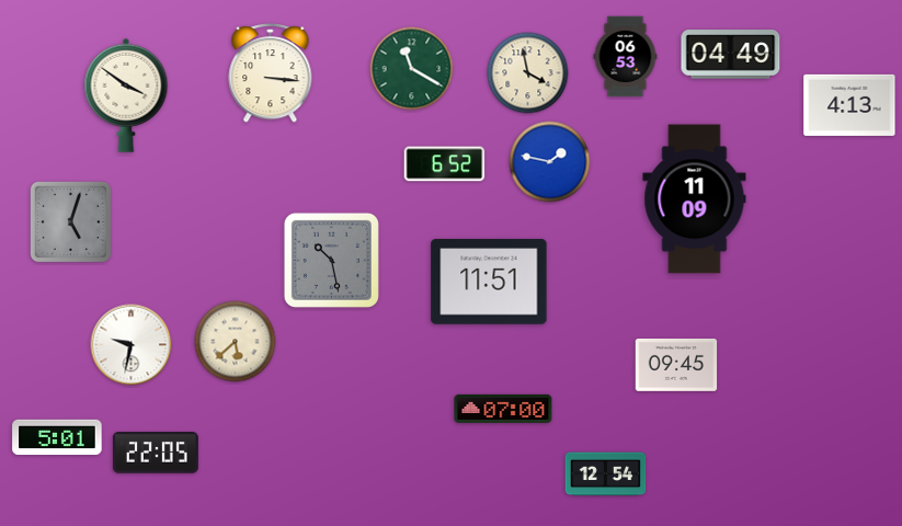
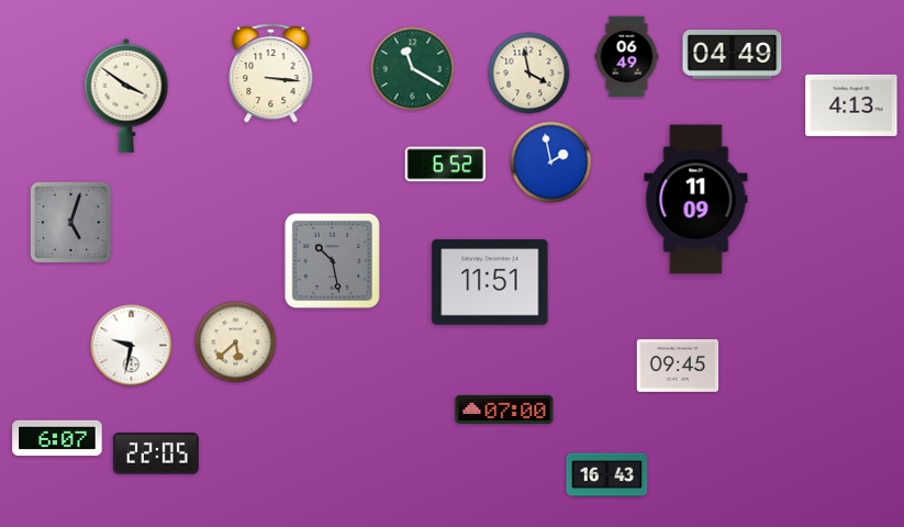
clock at (626, 57): 06:53 -> 06:49
clock at (550, 162): 1:47 -> 1:58
clock at (57, 437): 5:01 -> 6:07
clock at (606, 474): 12:54 -> 16:43
